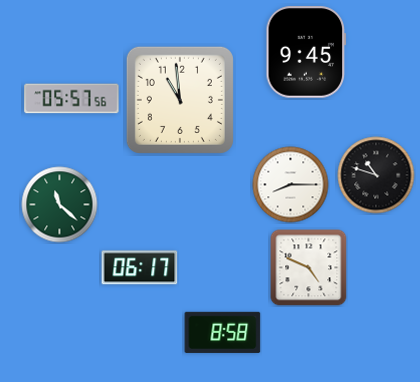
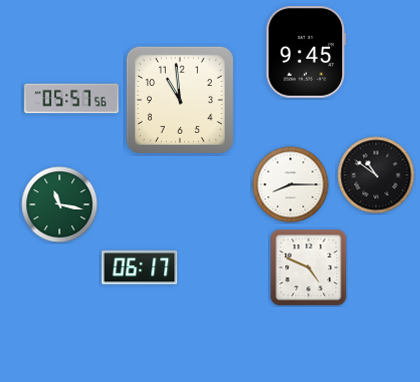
clock at (376, 175): 10:48 -> 10:51
clock at (60, 205): 11:22 -> 11:17
clock at (223, 332): 8:58 -> none
